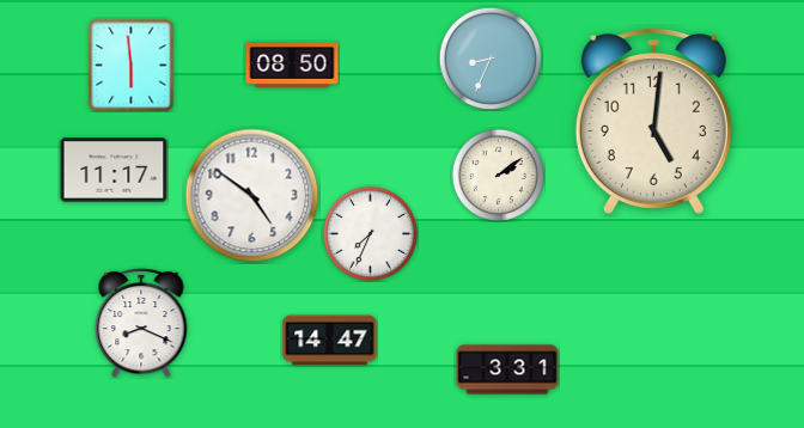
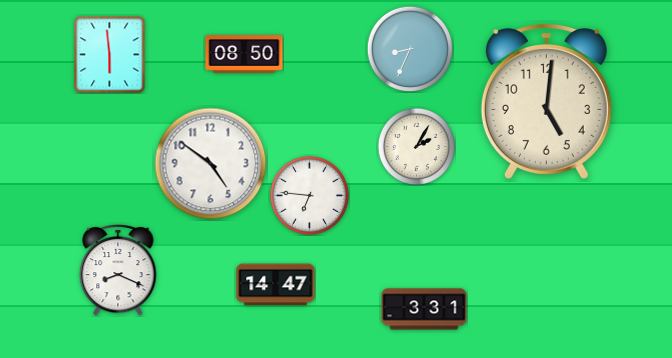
clock at (114, 170): 11:17 -> none
clock at (498, 175): 2:09 -> 2:05
clock at (370, 233): 7:34 -> 6:46
